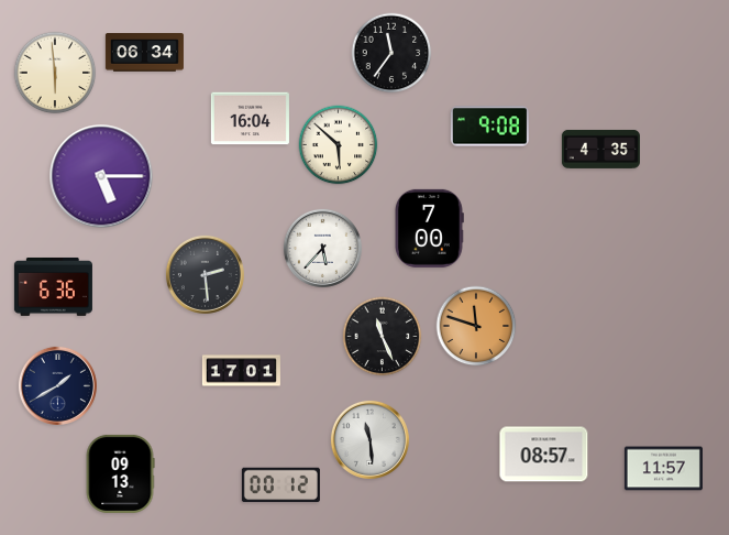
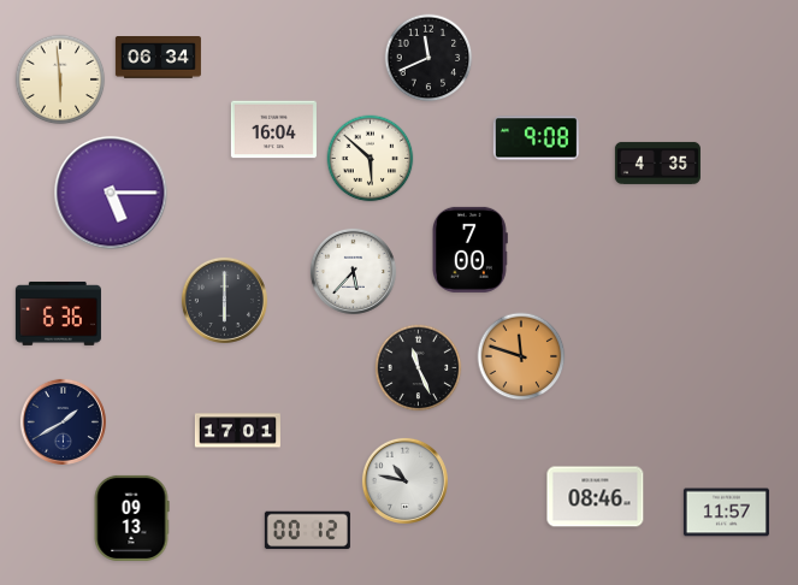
clock at (391, 53): 11:36 -> 11:41
clock at (205, 274): 2:29 -> 6:00
clock at (241, 371) position: (241, 371) -> (237, 431)
clock at (369, 439): 11:29 -> 10:47
clock at (544, 455): 08:57 -> 08:46
